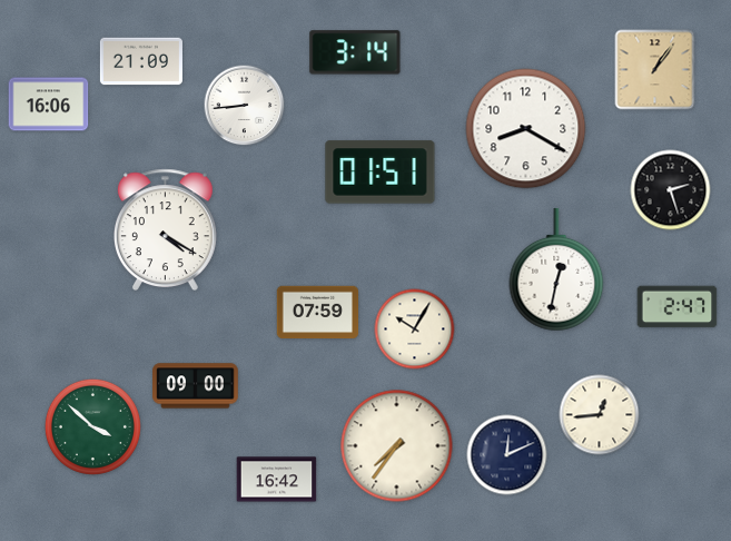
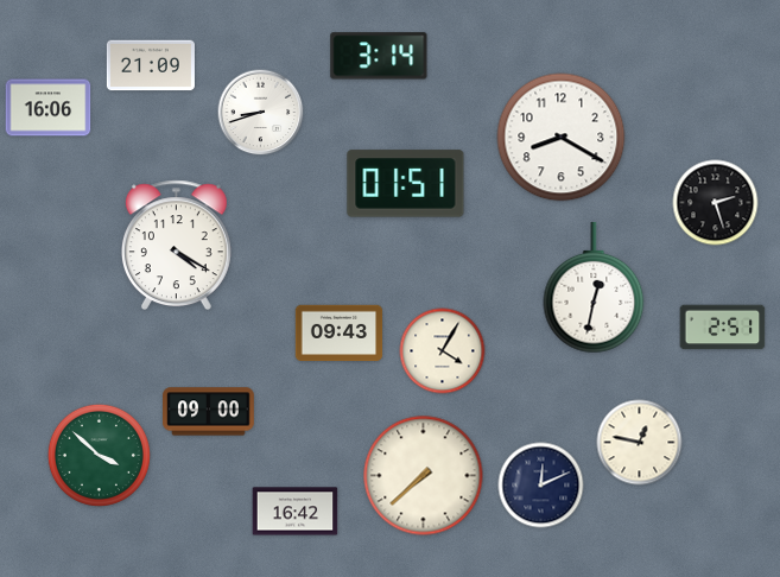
clock at (655, 70): 1:06 -> none
clock at (49, 105) position: (49, 105) -> (49, 108)
clock at (245, 106): 8:44 -> 8:42
clock at (678, 307): 2:47 -> 2:51
clock at (318, 313): 07:59 -> 09:43
clock at (415, 329): 10:05 -> 4:05
clock at (600, 415): 12:44 -> 12:47
clock at (397, 446): 7:36 -> 7:38
